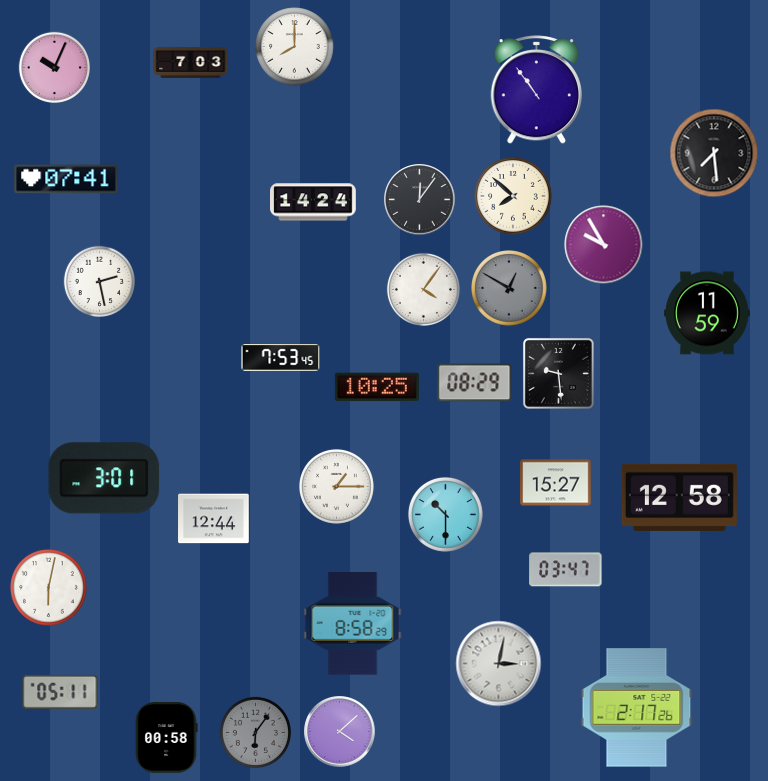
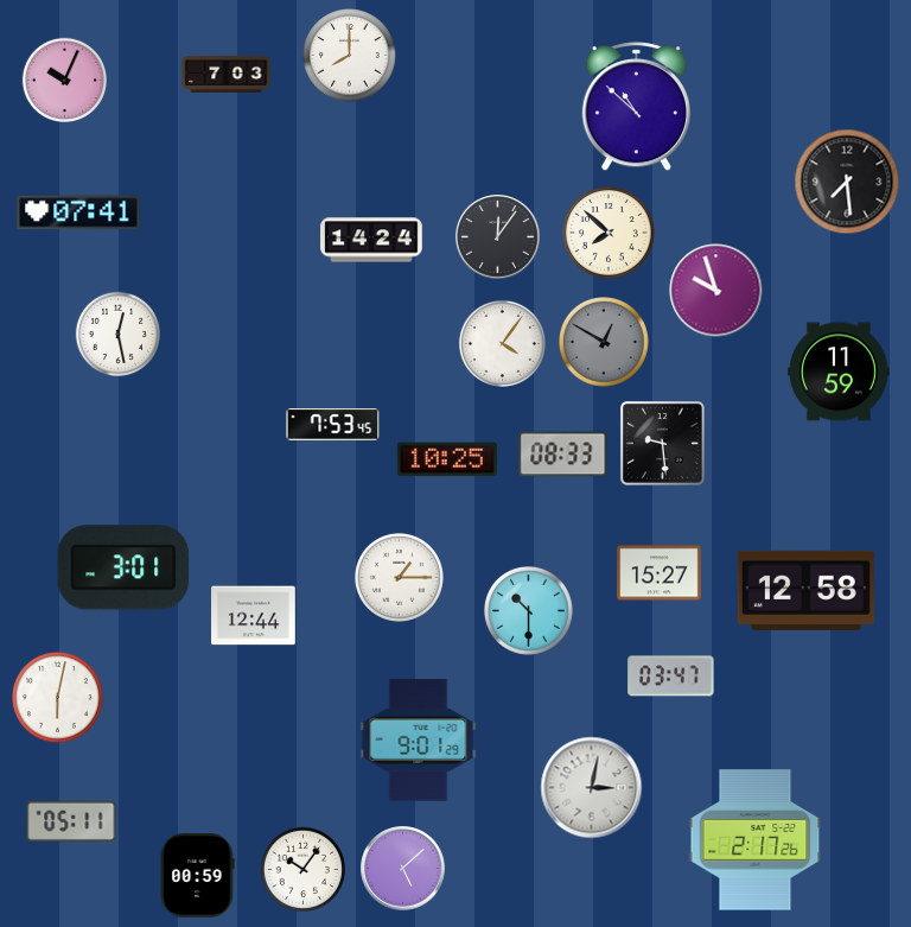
clock at (536, 90): 10:54 -> 10:52
clock at (604, 245): 9:55 -> 9:57
clock at (99, 281): 2:28 -> 12:28
clock at (475, 383): 08:29 -> 08:33
clock at (353, 624): 8:58 -> 9:01
clock at (255, 732): 6:06 -> 10:06
clock at (255, 732) dial: grey -> white
clock at (340, 732): 4:08 -> 5:08
clock at (166, 738): 00:58 -> 00:59
